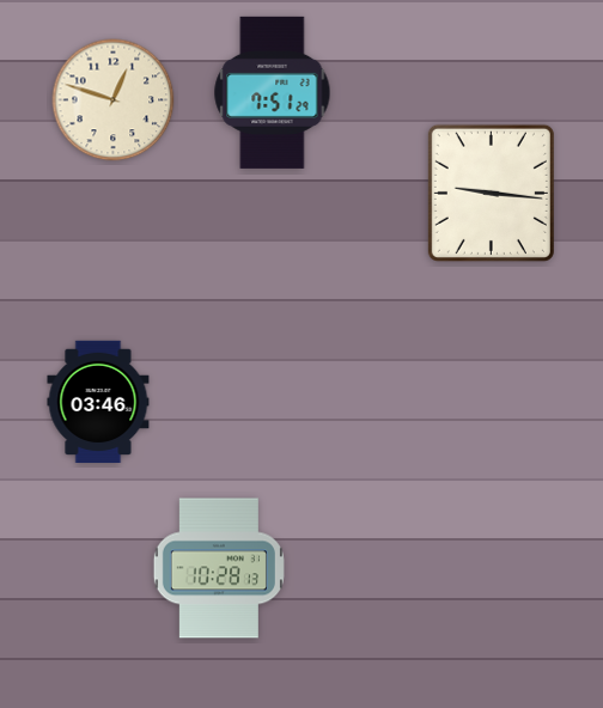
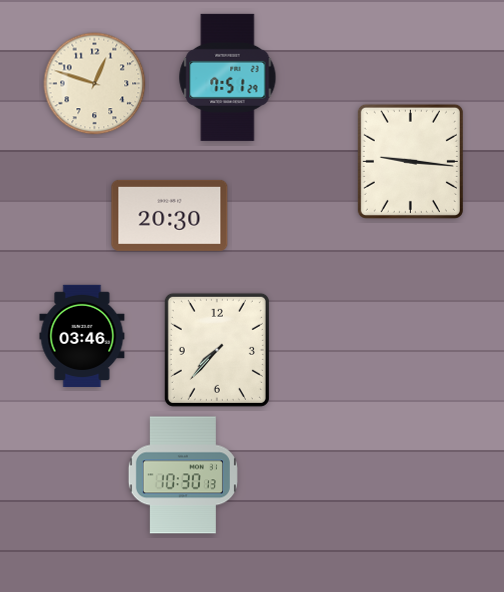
clock at (170, 215): none -> 20:30
clock at (217, 350): none -> 7:37
clock at (219, 568): 10:28 -> 10:30
